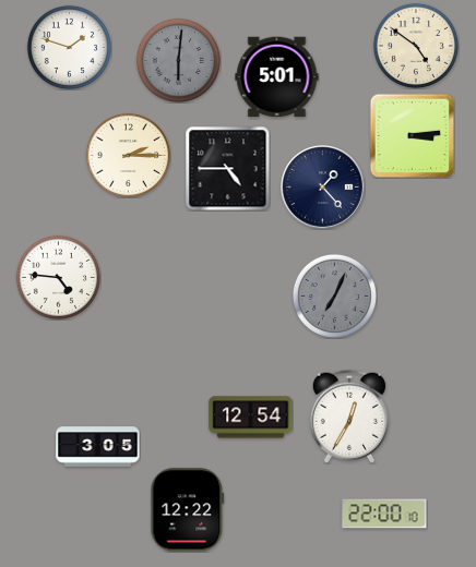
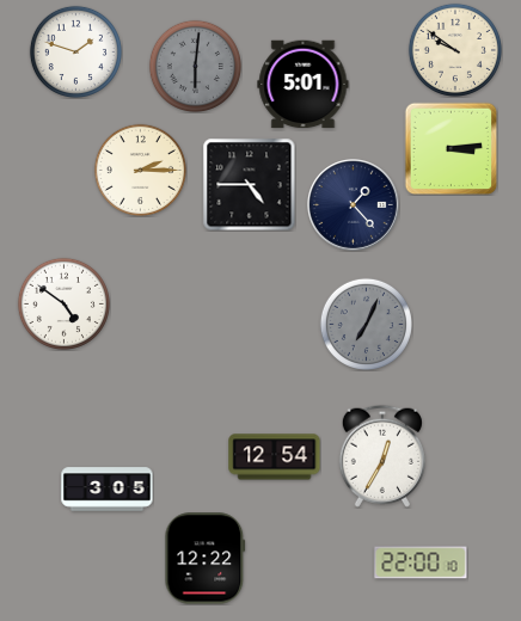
clock at (416, 46): 4:51 -> 9:51
clock at (58, 277): 4:46 -> 4:51
